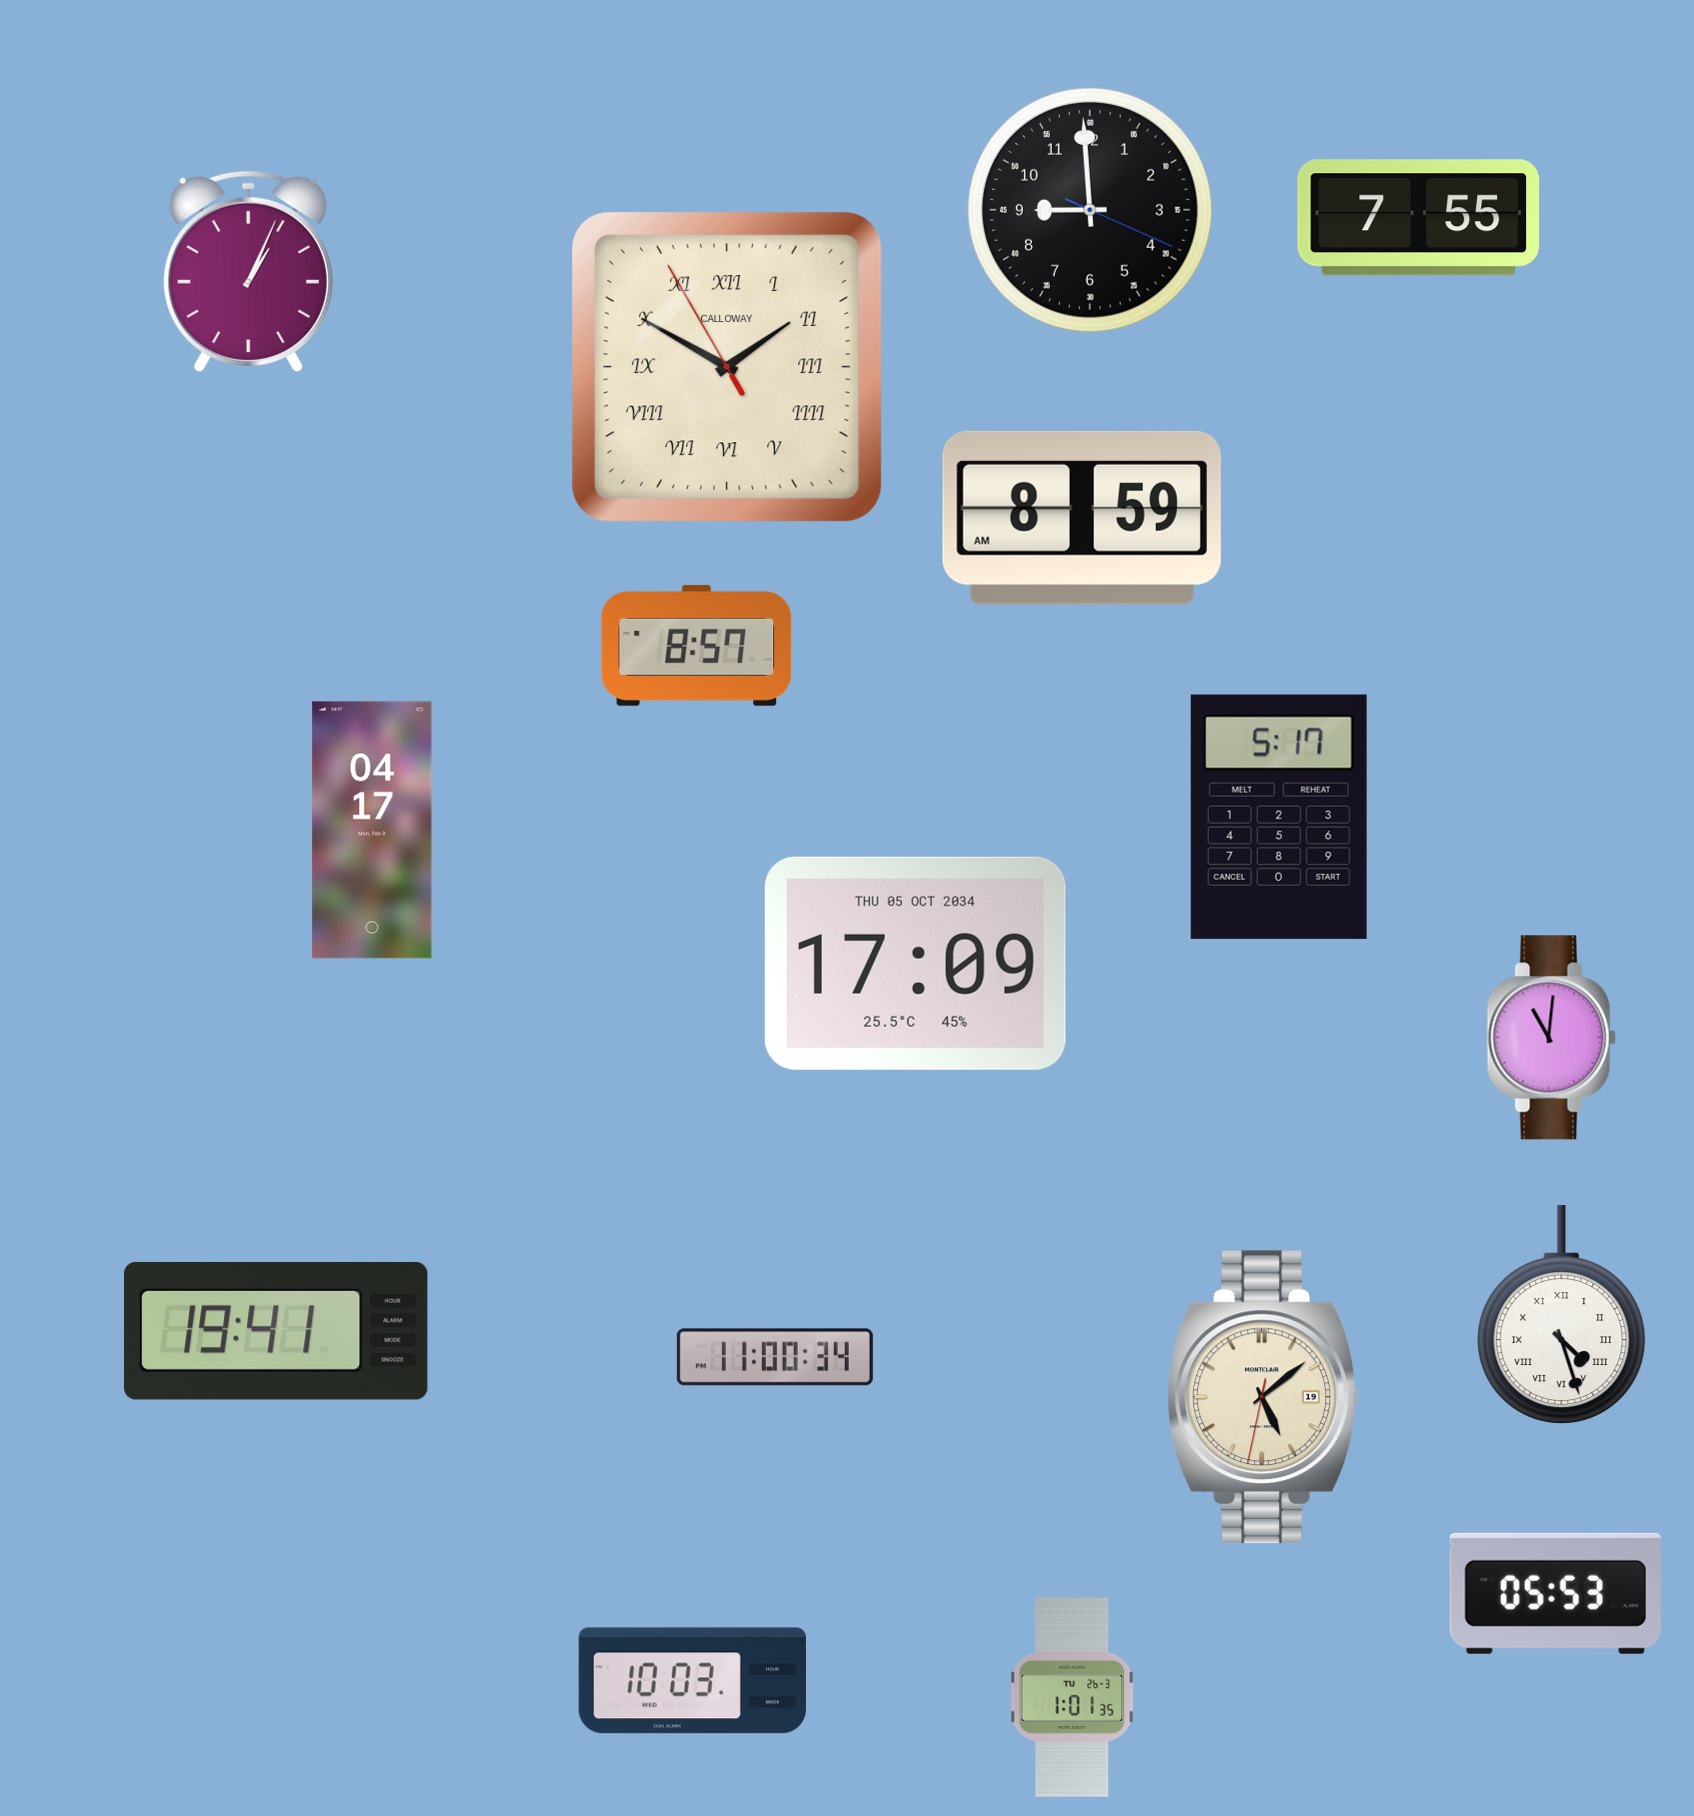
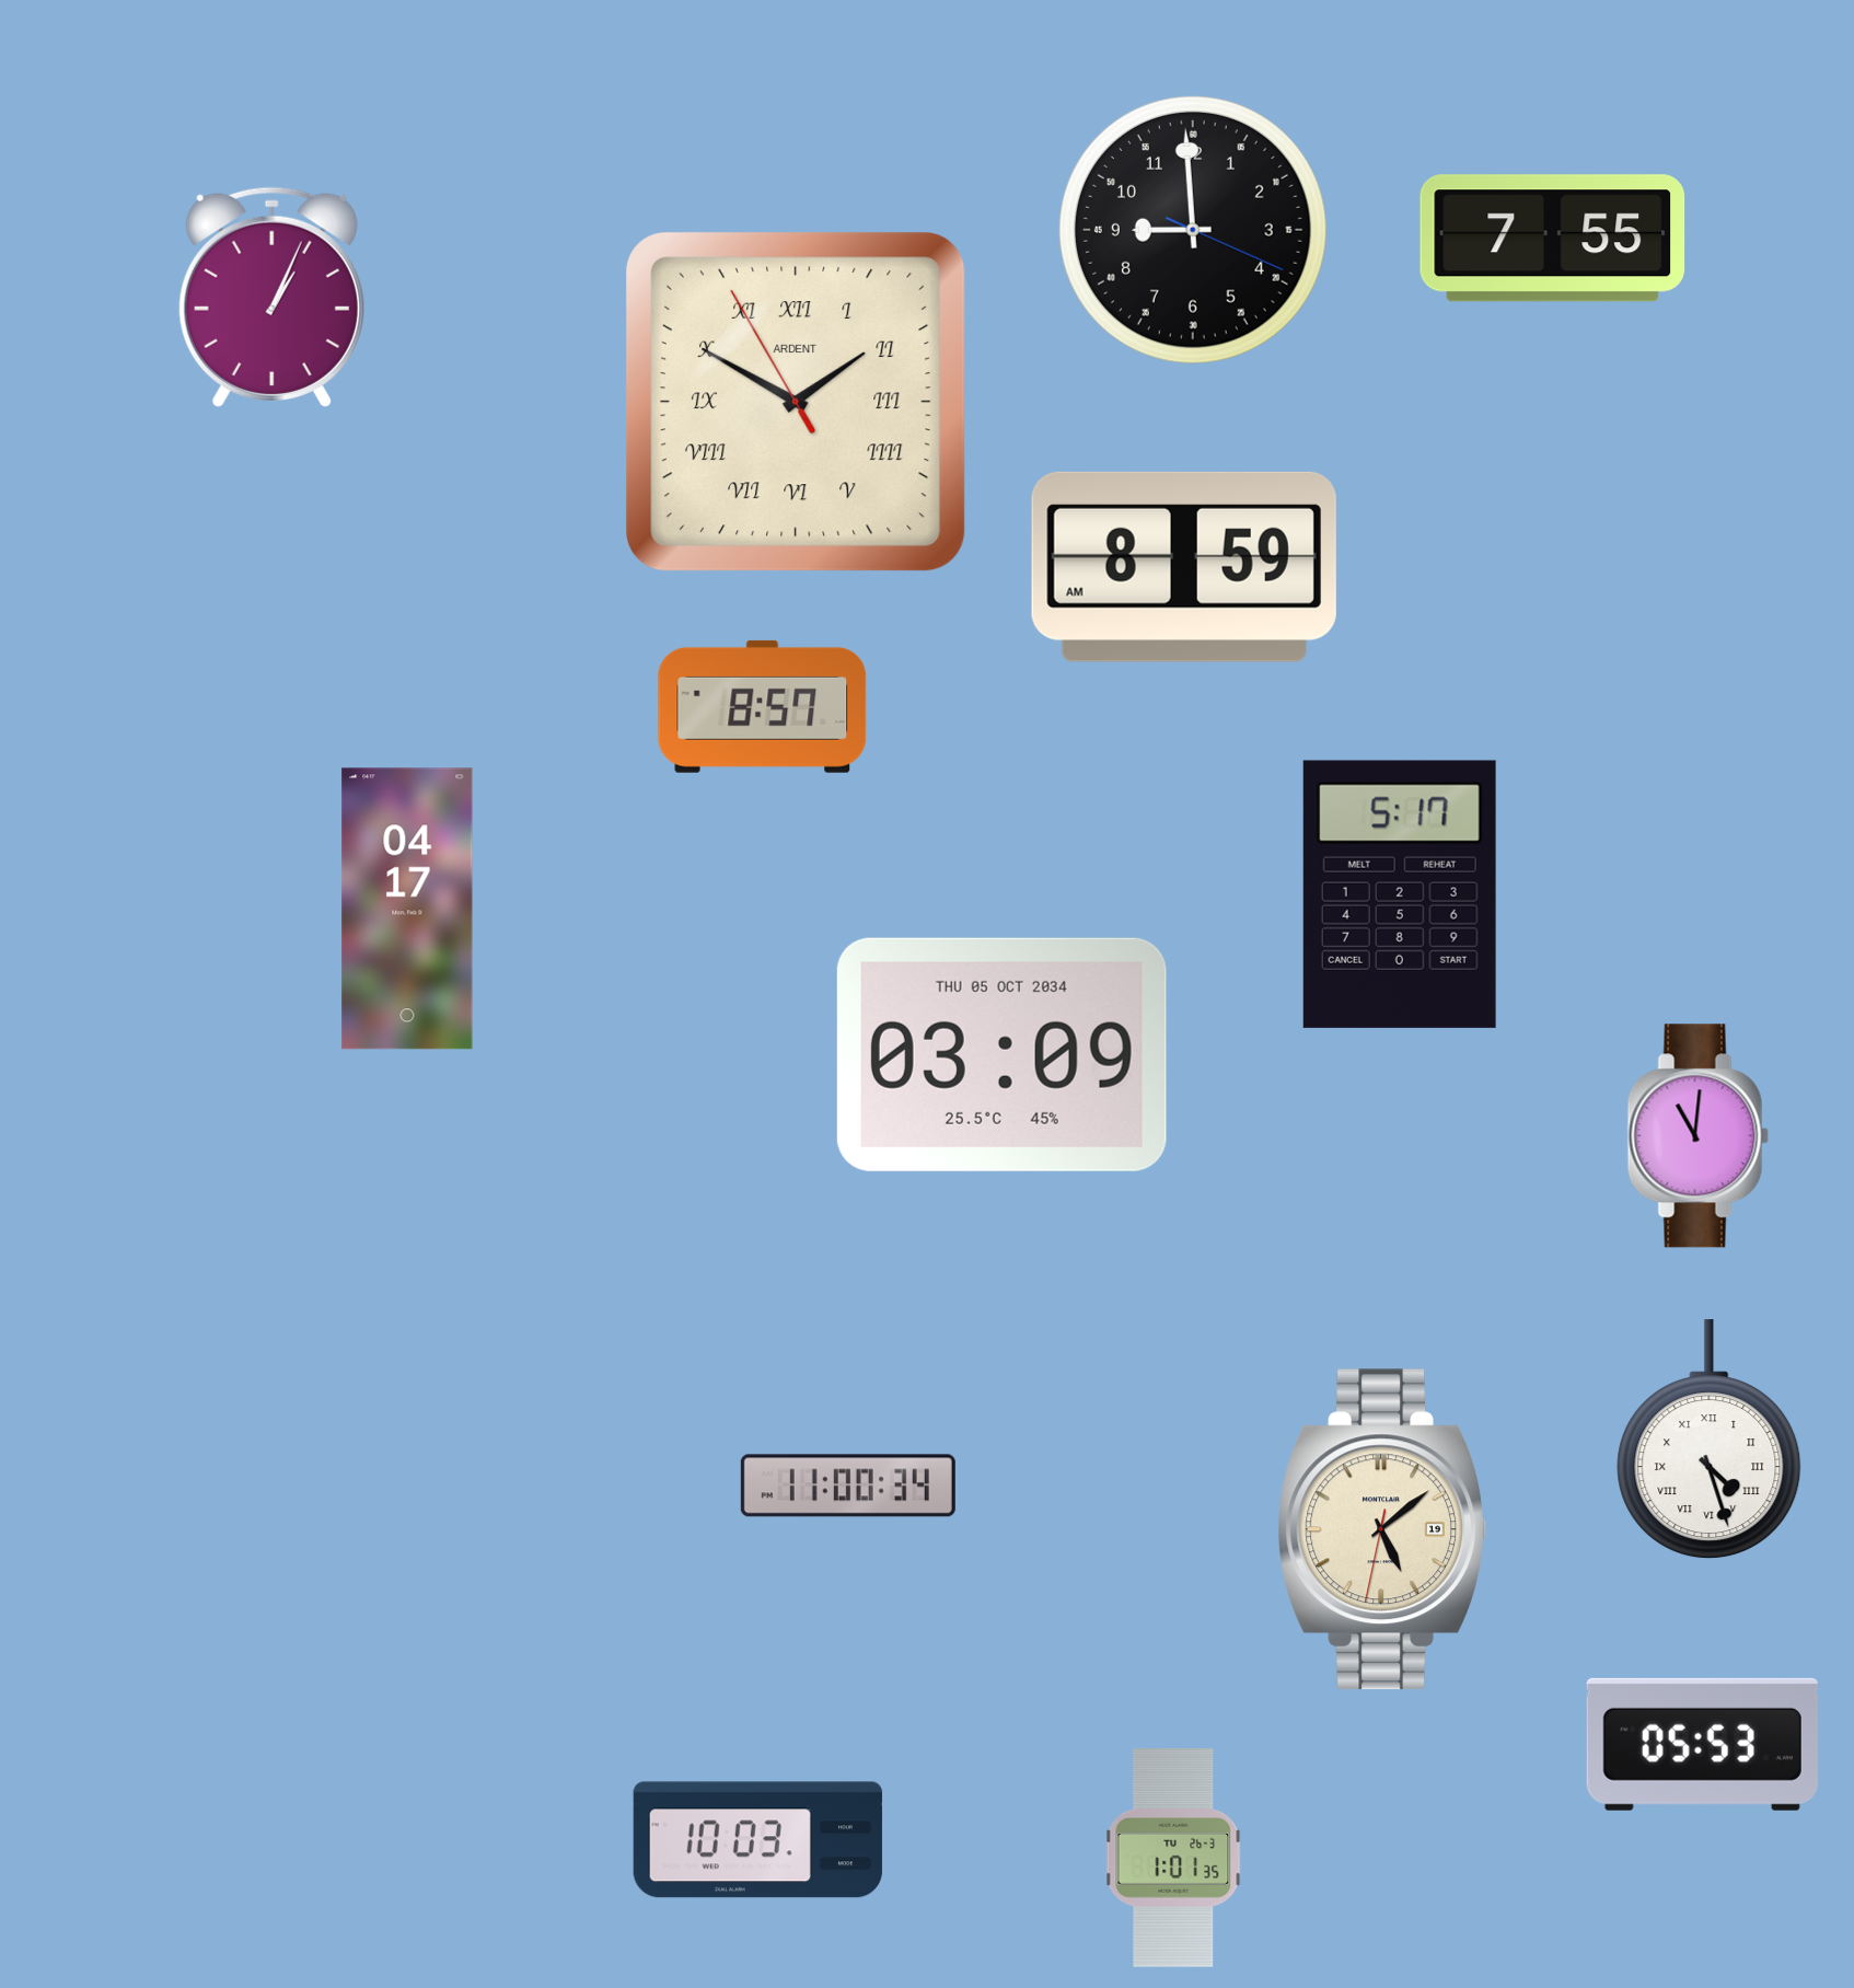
clock at (727, 367) brand: CALLOWAY -> ARDENT
clock at (915, 963): 17:09 -> 03:09
clock at (277, 1331): 19:41 -> none
